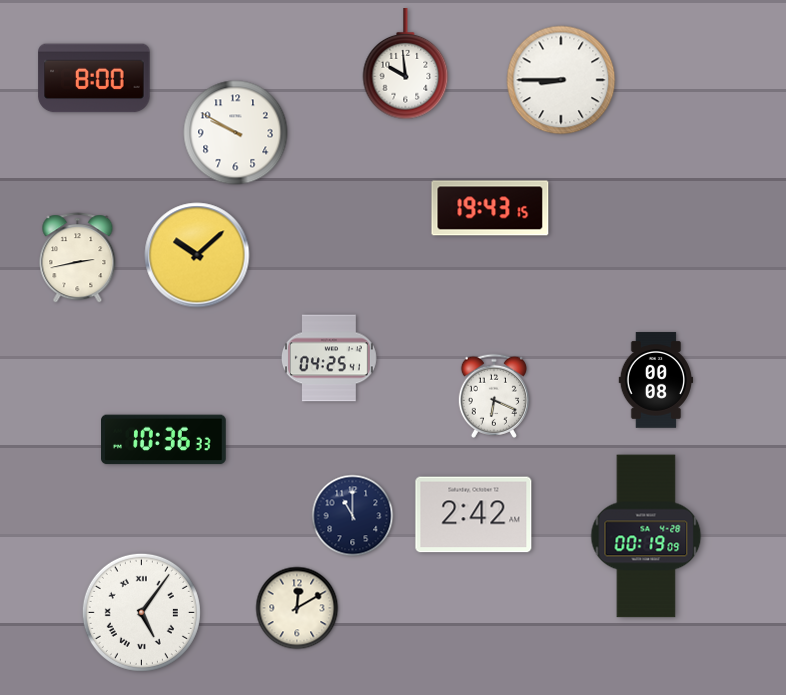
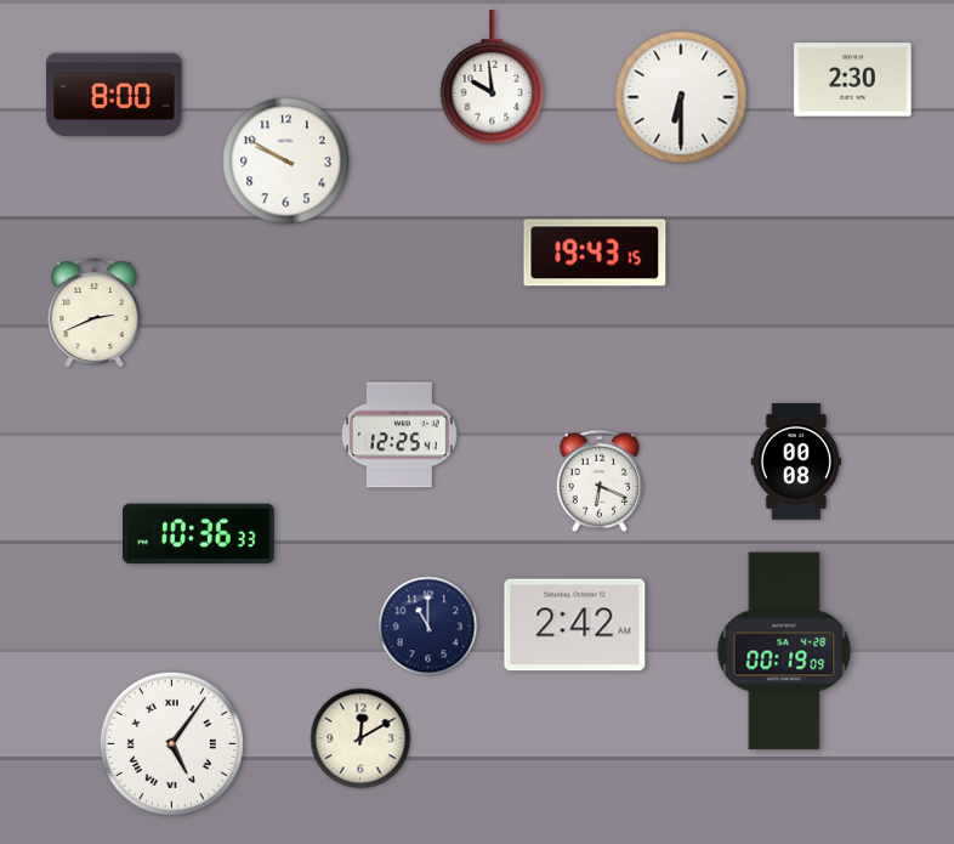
clock at (853, 80): none -> 2:30
clock at (561, 80): 8:45 -> 6:30
clock at (197, 255): 10:08 -> none
clock at (78, 258): 2:43 -> 2:41
clock at (329, 358): 04:25 -> 12:25
